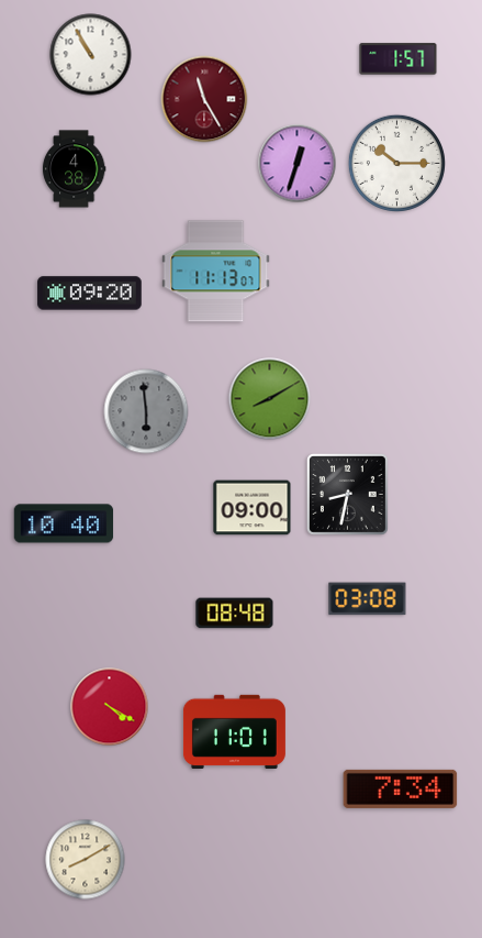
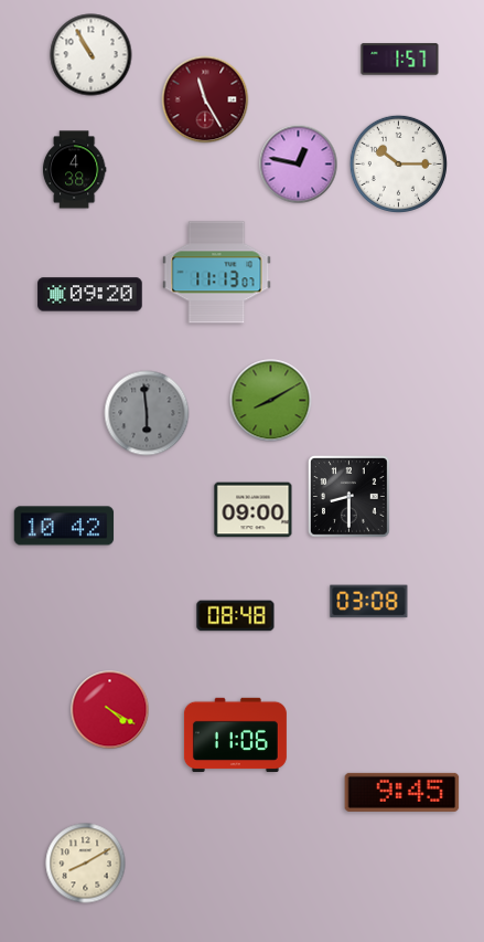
clock at (298, 164): 12:33 -> 12:47
clock at (347, 494): 8:32 -> 8:30
clock at (64, 523): 10:40 -> 10:42
clock at (234, 731): 11:01 -> 11:06
clock at (401, 788): 7:34 -> 9:45
